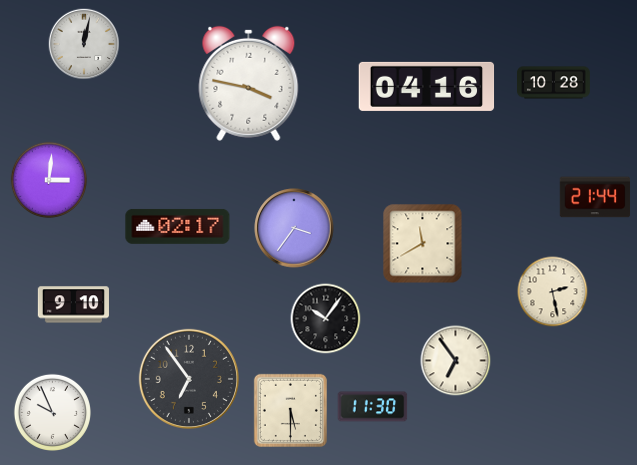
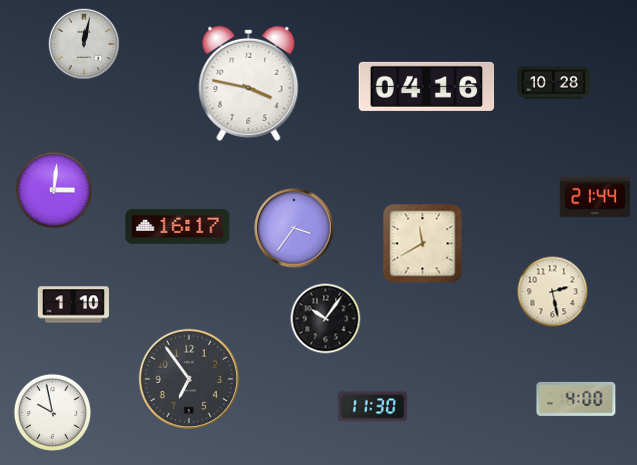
clock at (48, 179) position: (48, 179) -> (53, 189)
clock at (178, 226): 02:17 -> 16:17
clock at (73, 305): 9:10 -> 1:10
clock at (456, 361): 6:54 -> none
clock at (576, 399): none -> 4:00
clock at (290, 410): 5:30 -> none
clock at (52, 412): 9:56 -> 9:58
